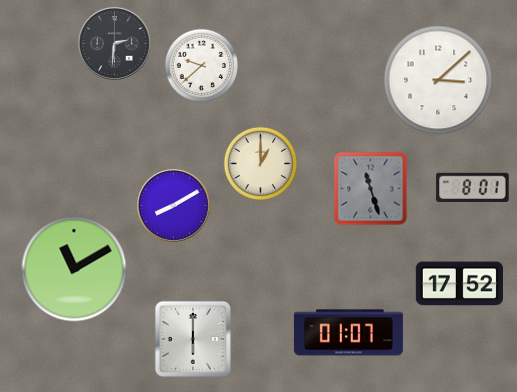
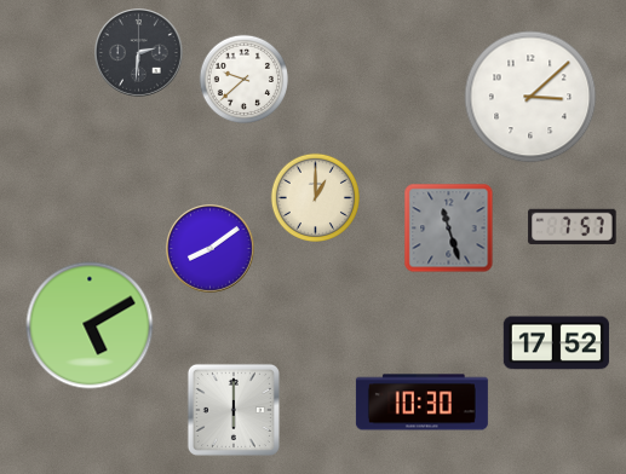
clock at (473, 187): 8:01 -> 7:57
clock at (174, 206): 8:10 -> 8:09
clock at (74, 269): 11:10 -> 5:10
clock at (348, 333): 01:07 -> 10:30
